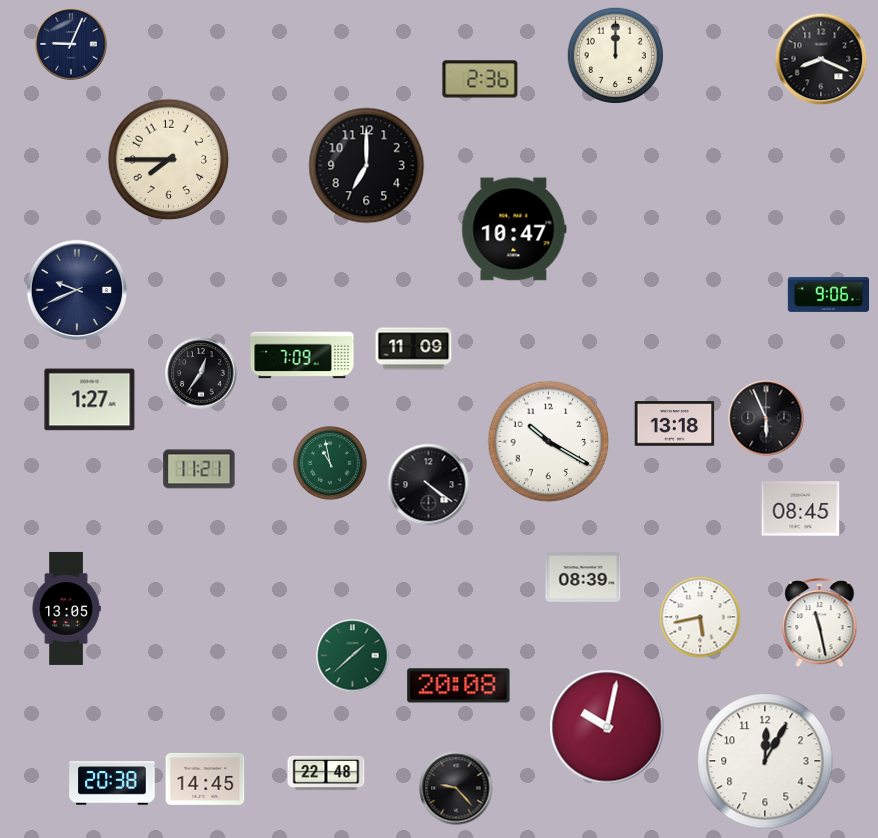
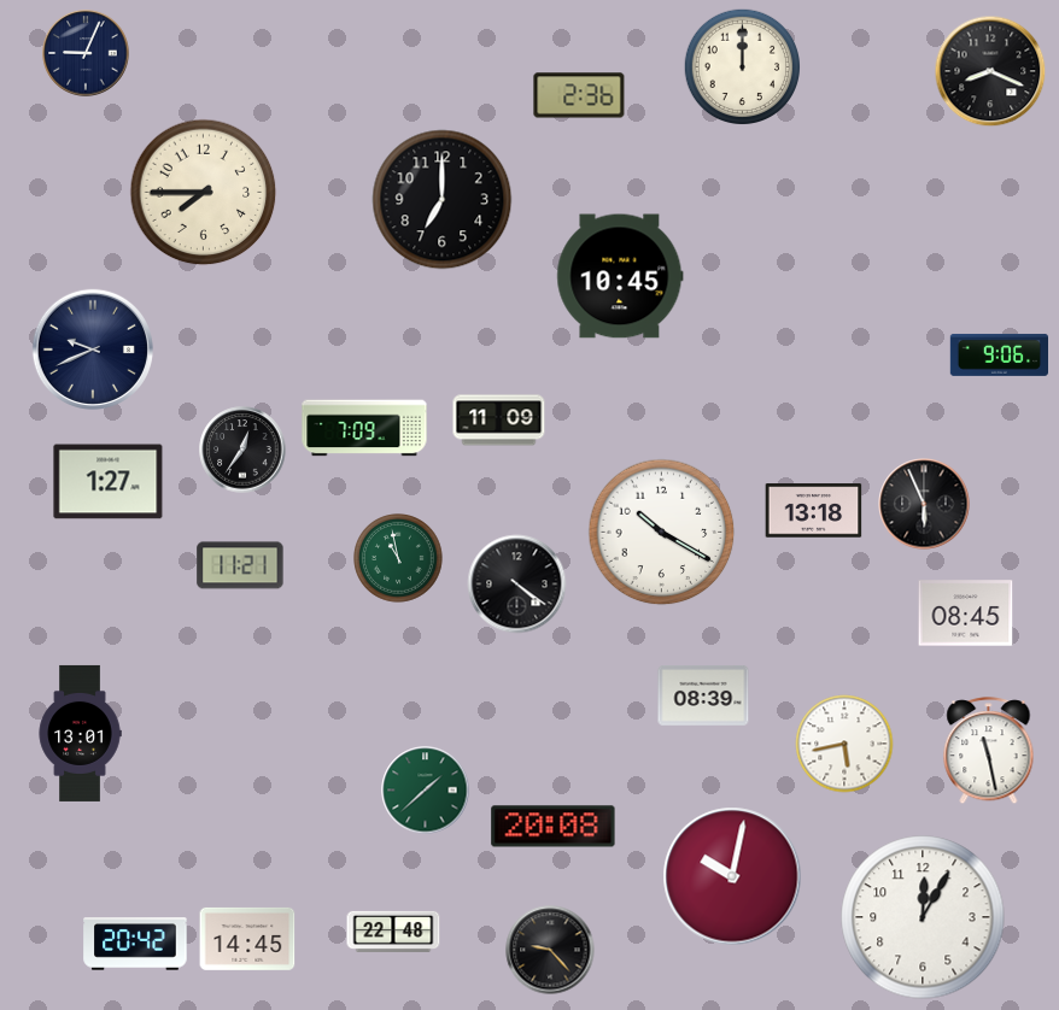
clock at (514, 229): 10:47 -> 10:45
clock at (66, 608): 13:05 -> 13:01
clock at (112, 783): 20:38 -> 20:42
